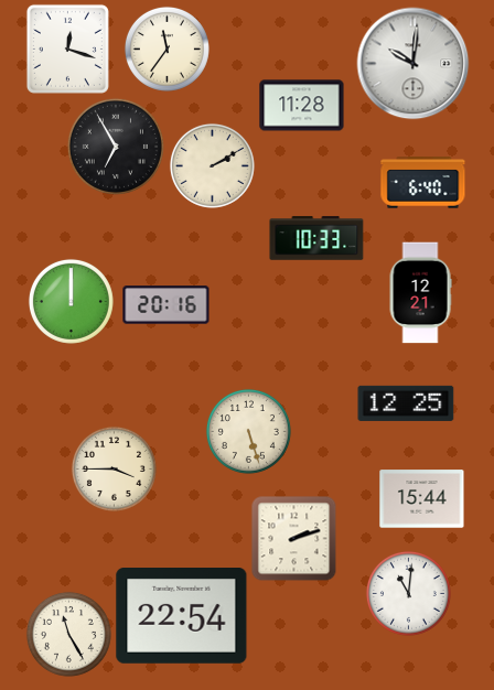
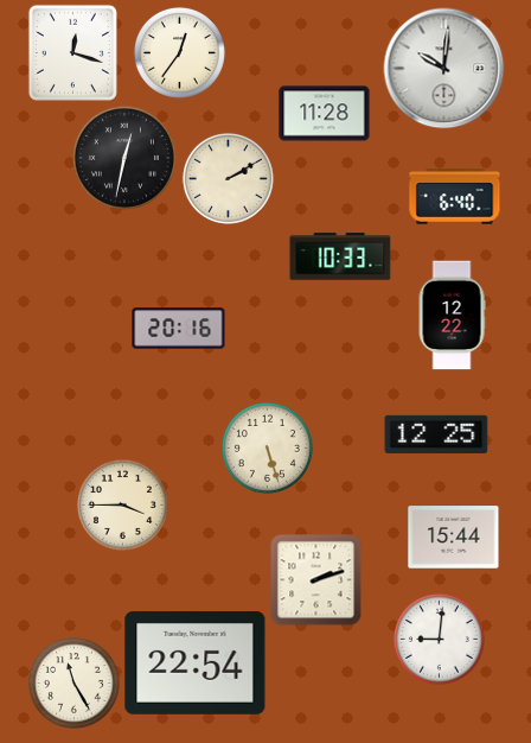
clock at (167, 48): 11:36 -> 12:36
clock at (116, 147): 6:55 -> 12:32
clock at (420, 293): 12:21 -> 12:22
clock at (71, 301): 12:00 -> none
clock at (248, 431) position: (248, 431) -> (267, 447)
clock at (408, 593): 11:01 -> 9:01
